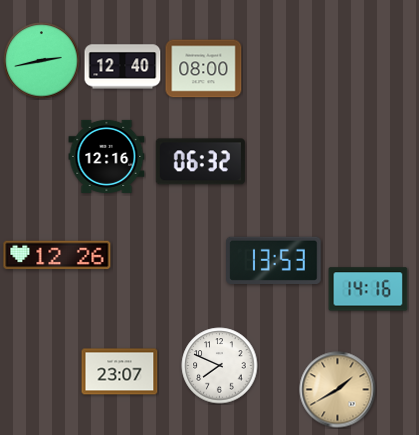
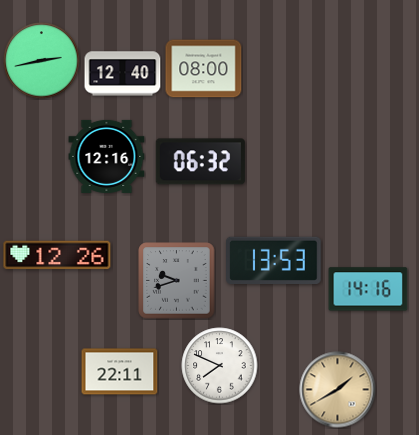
clock at (123, 67) position: (123, 67) -> (123, 74)
clock at (177, 281): none -> 9:42
clock at (120, 372): 23:07 -> 22:11
